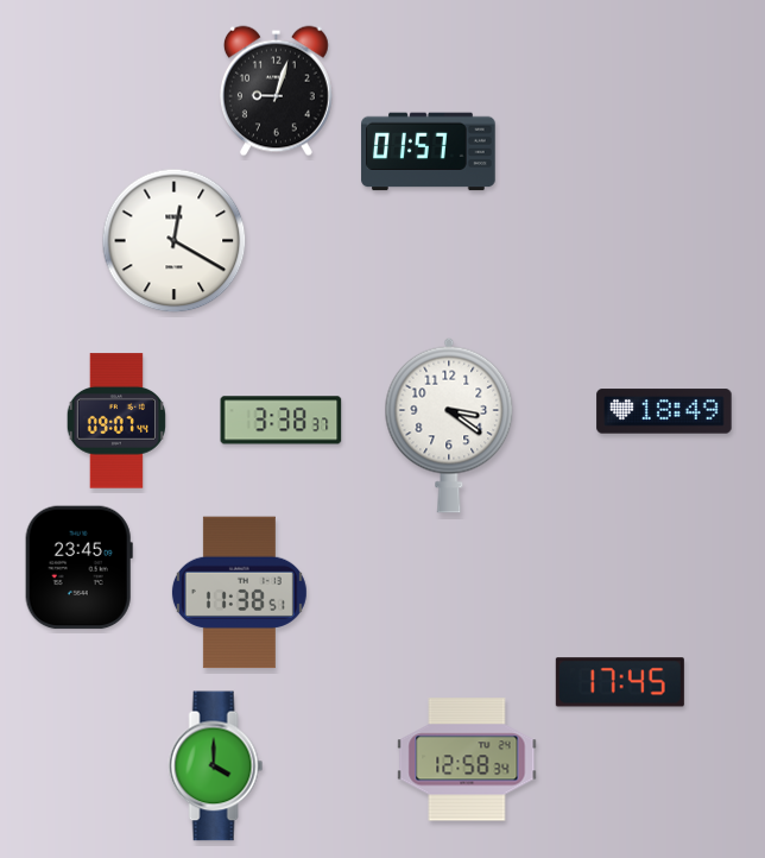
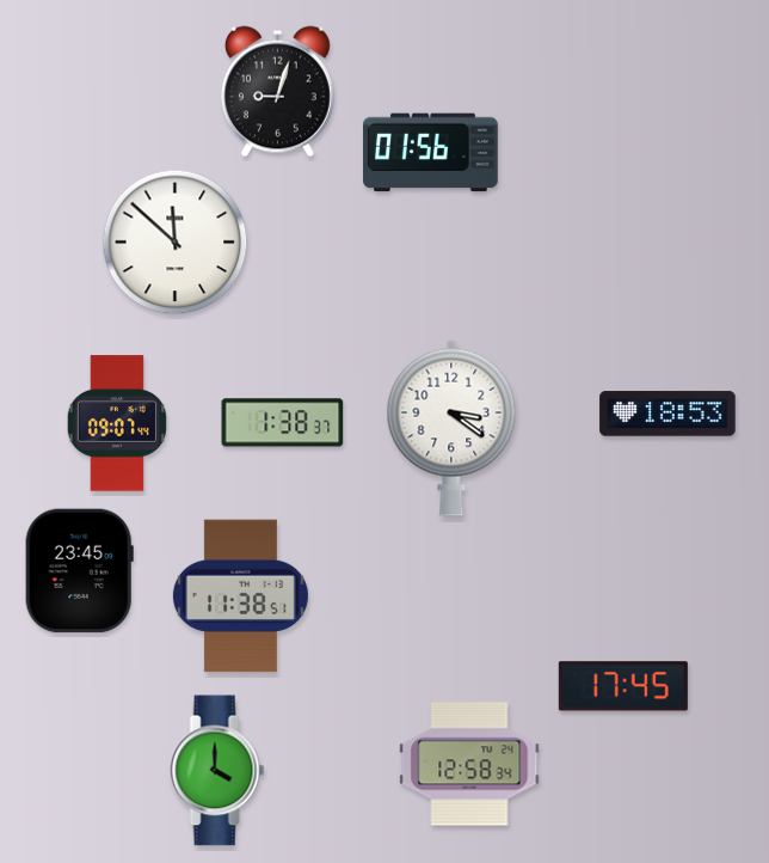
clock at (429, 152): 01:57 -> 01:56
clock at (175, 241): 12:20 -> 11:52
clock at (664, 411): 18:49 -> 18:53
clock at (282, 421): 3:38 -> 1:38
